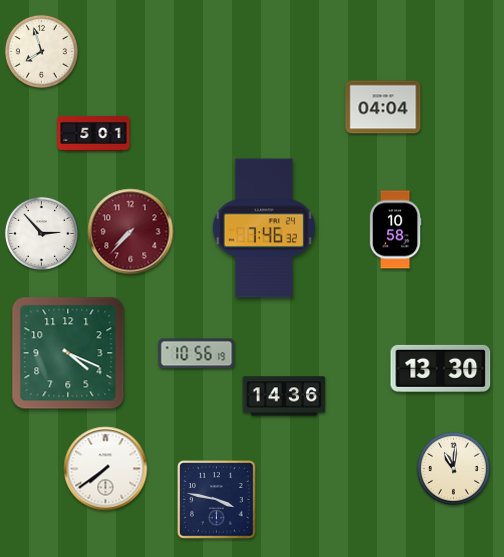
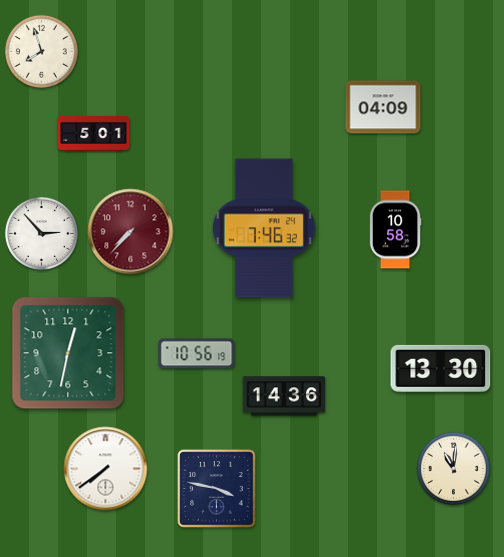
clock at (383, 107): 04:04 -> 04:09
clock at (68, 353): 4:19 -> 12:32
clock at (217, 500) position: (217, 500) -> (217, 489)
